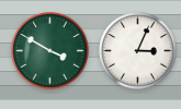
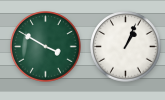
clock at (138, 51): 3:04 -> 1:04
